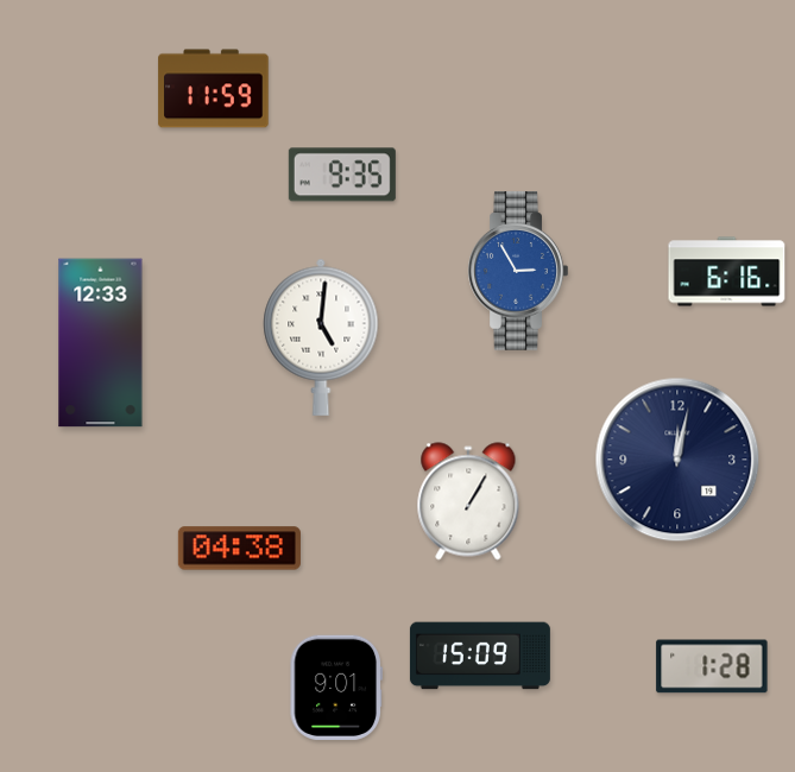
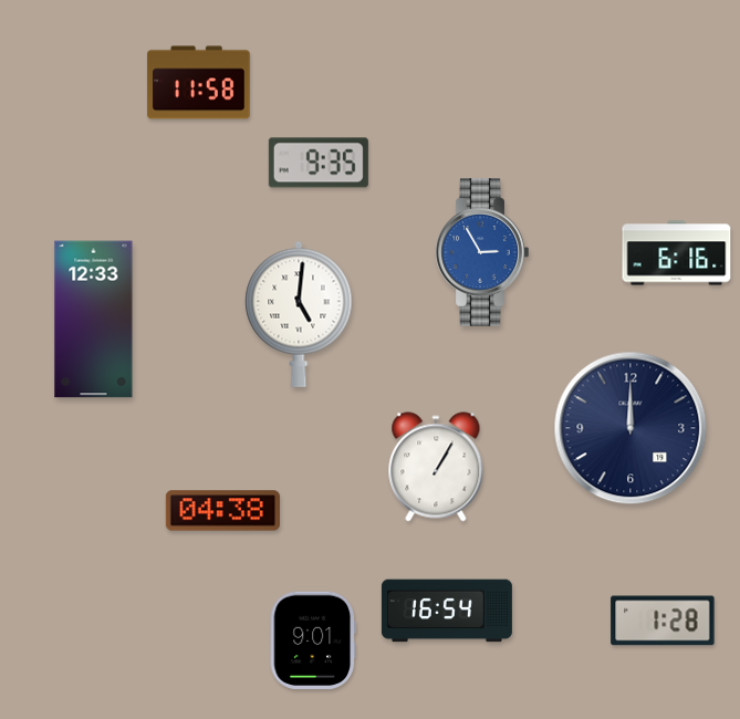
clock at (214, 89): 11:59 -> 11:58
clock at (677, 460): 12:02 -> 12:00
clock at (480, 656): 15:09 -> 16:54
